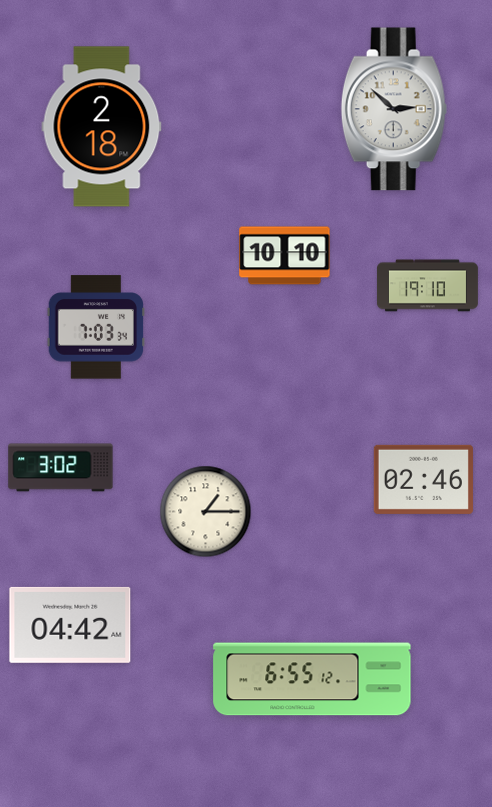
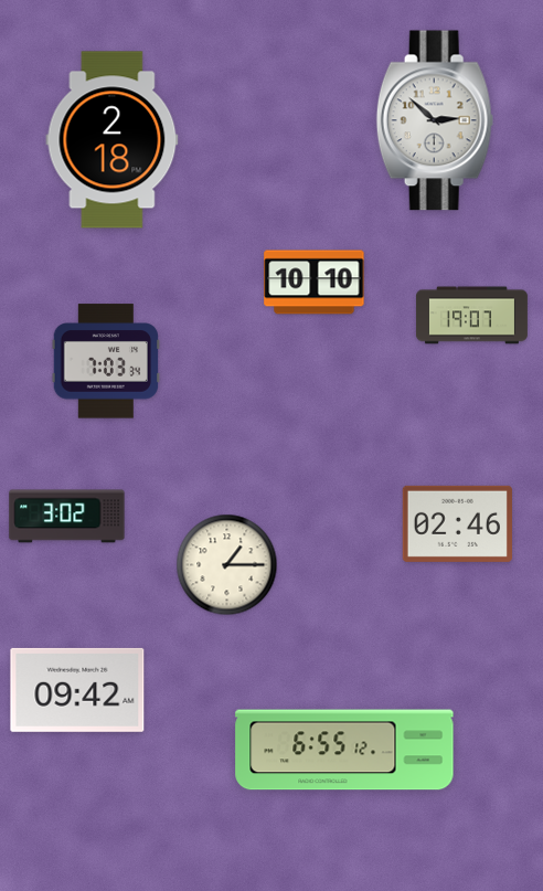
clock at (427, 286): 19:10 -> 19:07
clock at (423, 479) position: (423, 479) -> (457, 523)
clock at (70, 625): 04:42 -> 09:42
